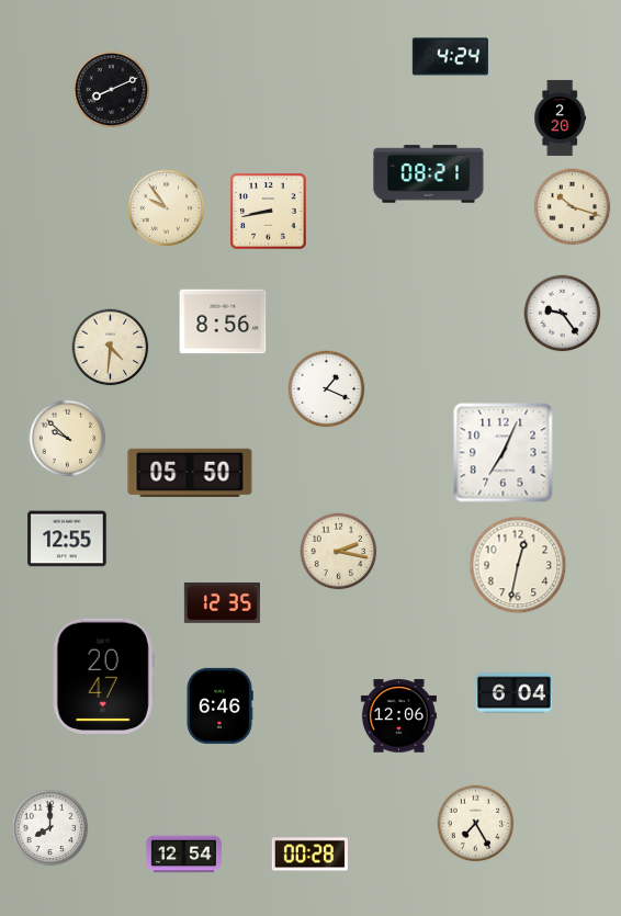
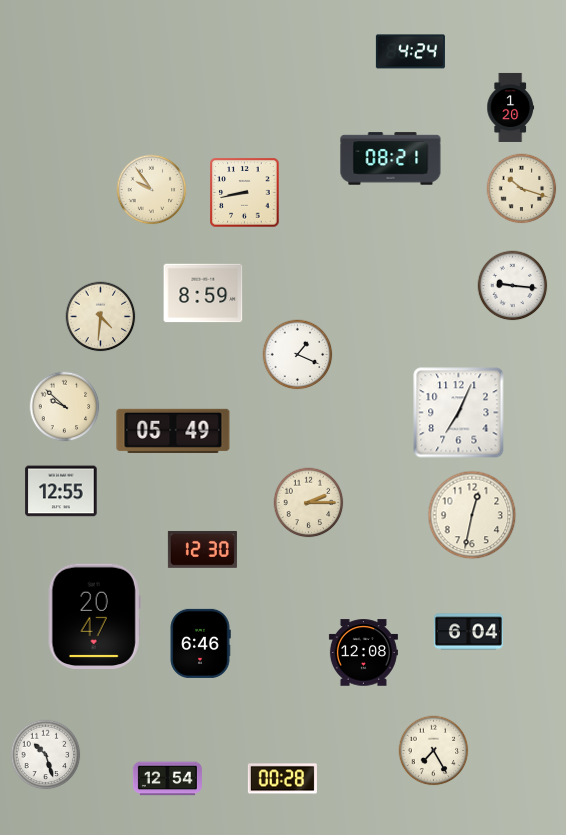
clock at (112, 90): 8:11 -> none
clock at (561, 117): 2:20 -> 1:20
clock at (563, 314): 9:24 -> 9:16
clock at (223, 321): 8:56 -> 8:59
clock at (68, 439) position: (68, 439) -> (65, 407)
clock at (190, 473): 05:50 -> 05:49
clock at (339, 552): 2:17 -> 2:15
clock at (222, 602): 12:35 -> 12:30
clock at (398, 716): 12:06 -> 12:08
clock at (50, 828): 8:00 -> 10:27
